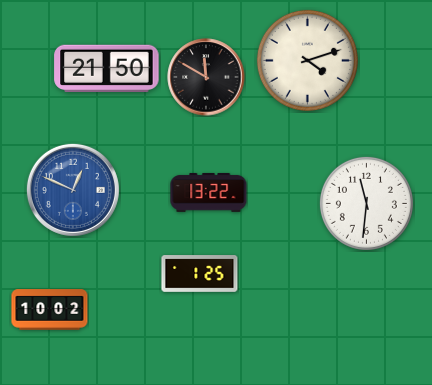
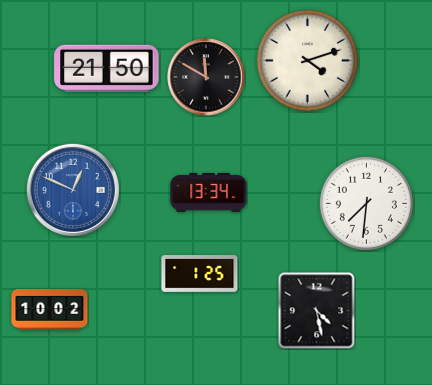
clock at (209, 192): 13:22 -> 13:34
clock at (366, 203): 11:31 -> 7:31
clock at (316, 310): none -> 4:28
